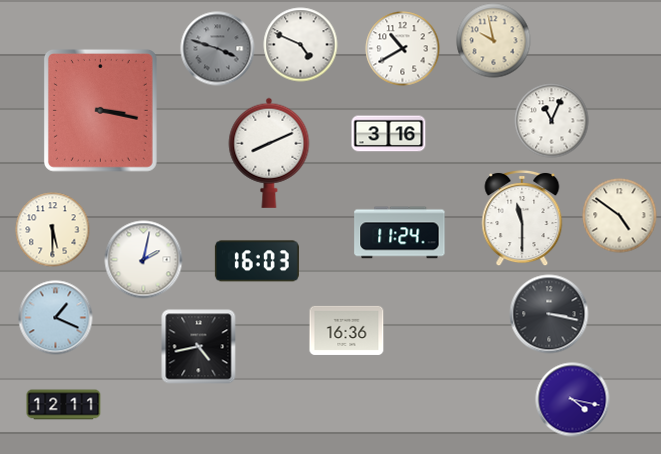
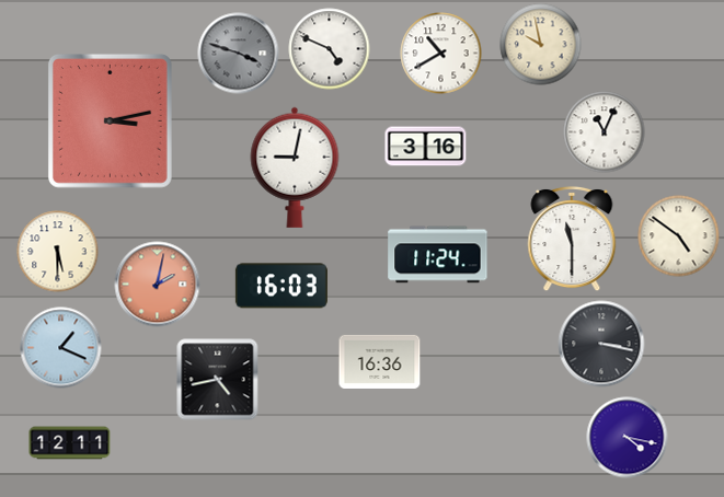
clock at (100, 110): 3:17 -> 3:13
clock at (269, 153): 8:11 -> 9:02
clock at (144, 260) dial: white -> salmon
